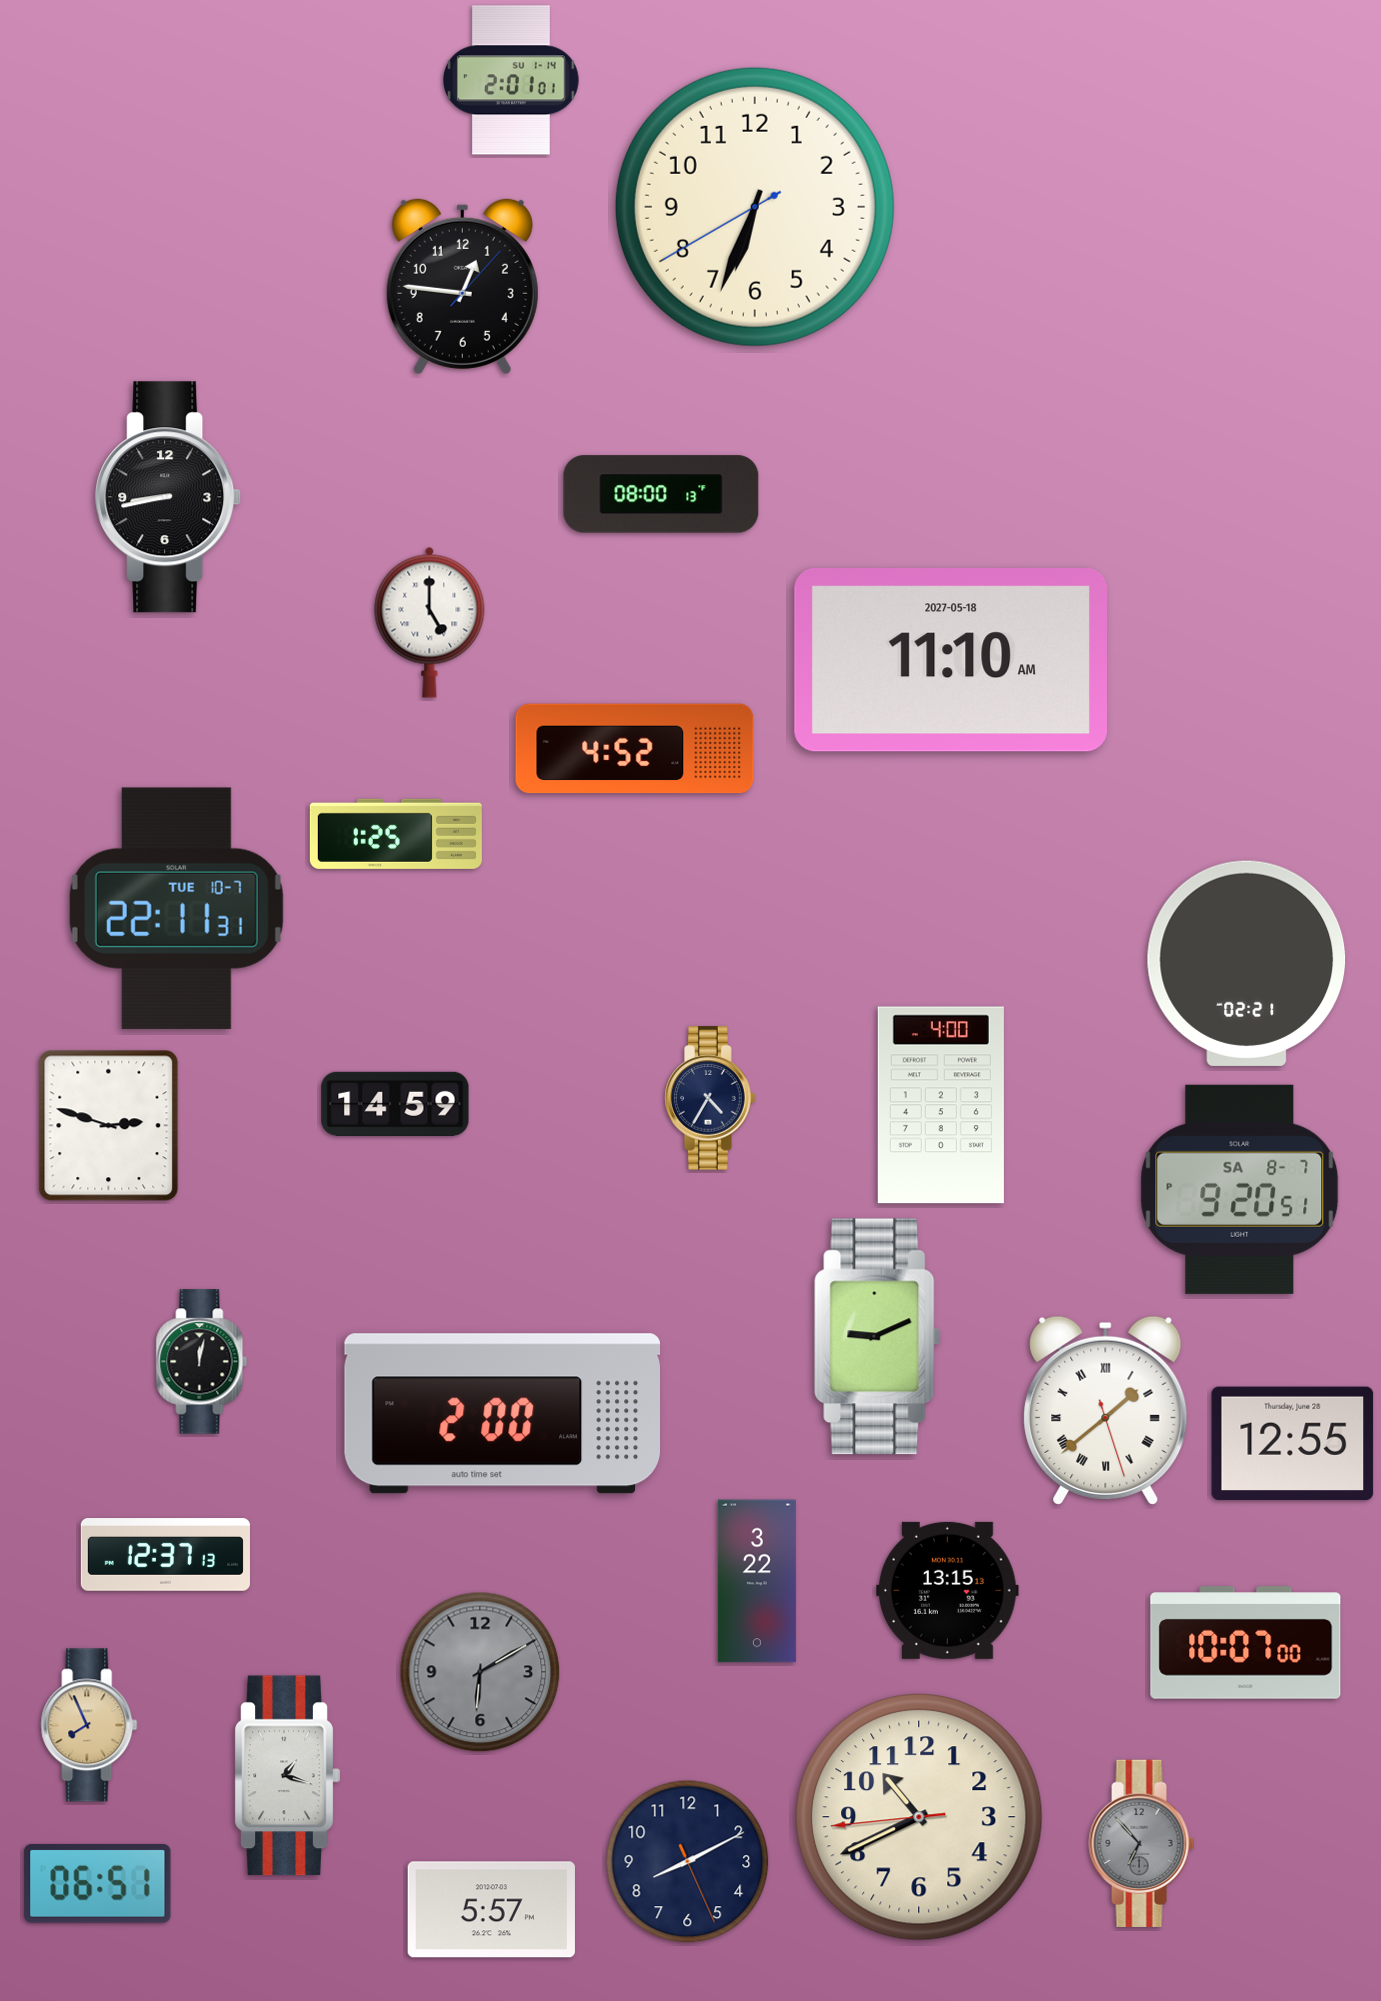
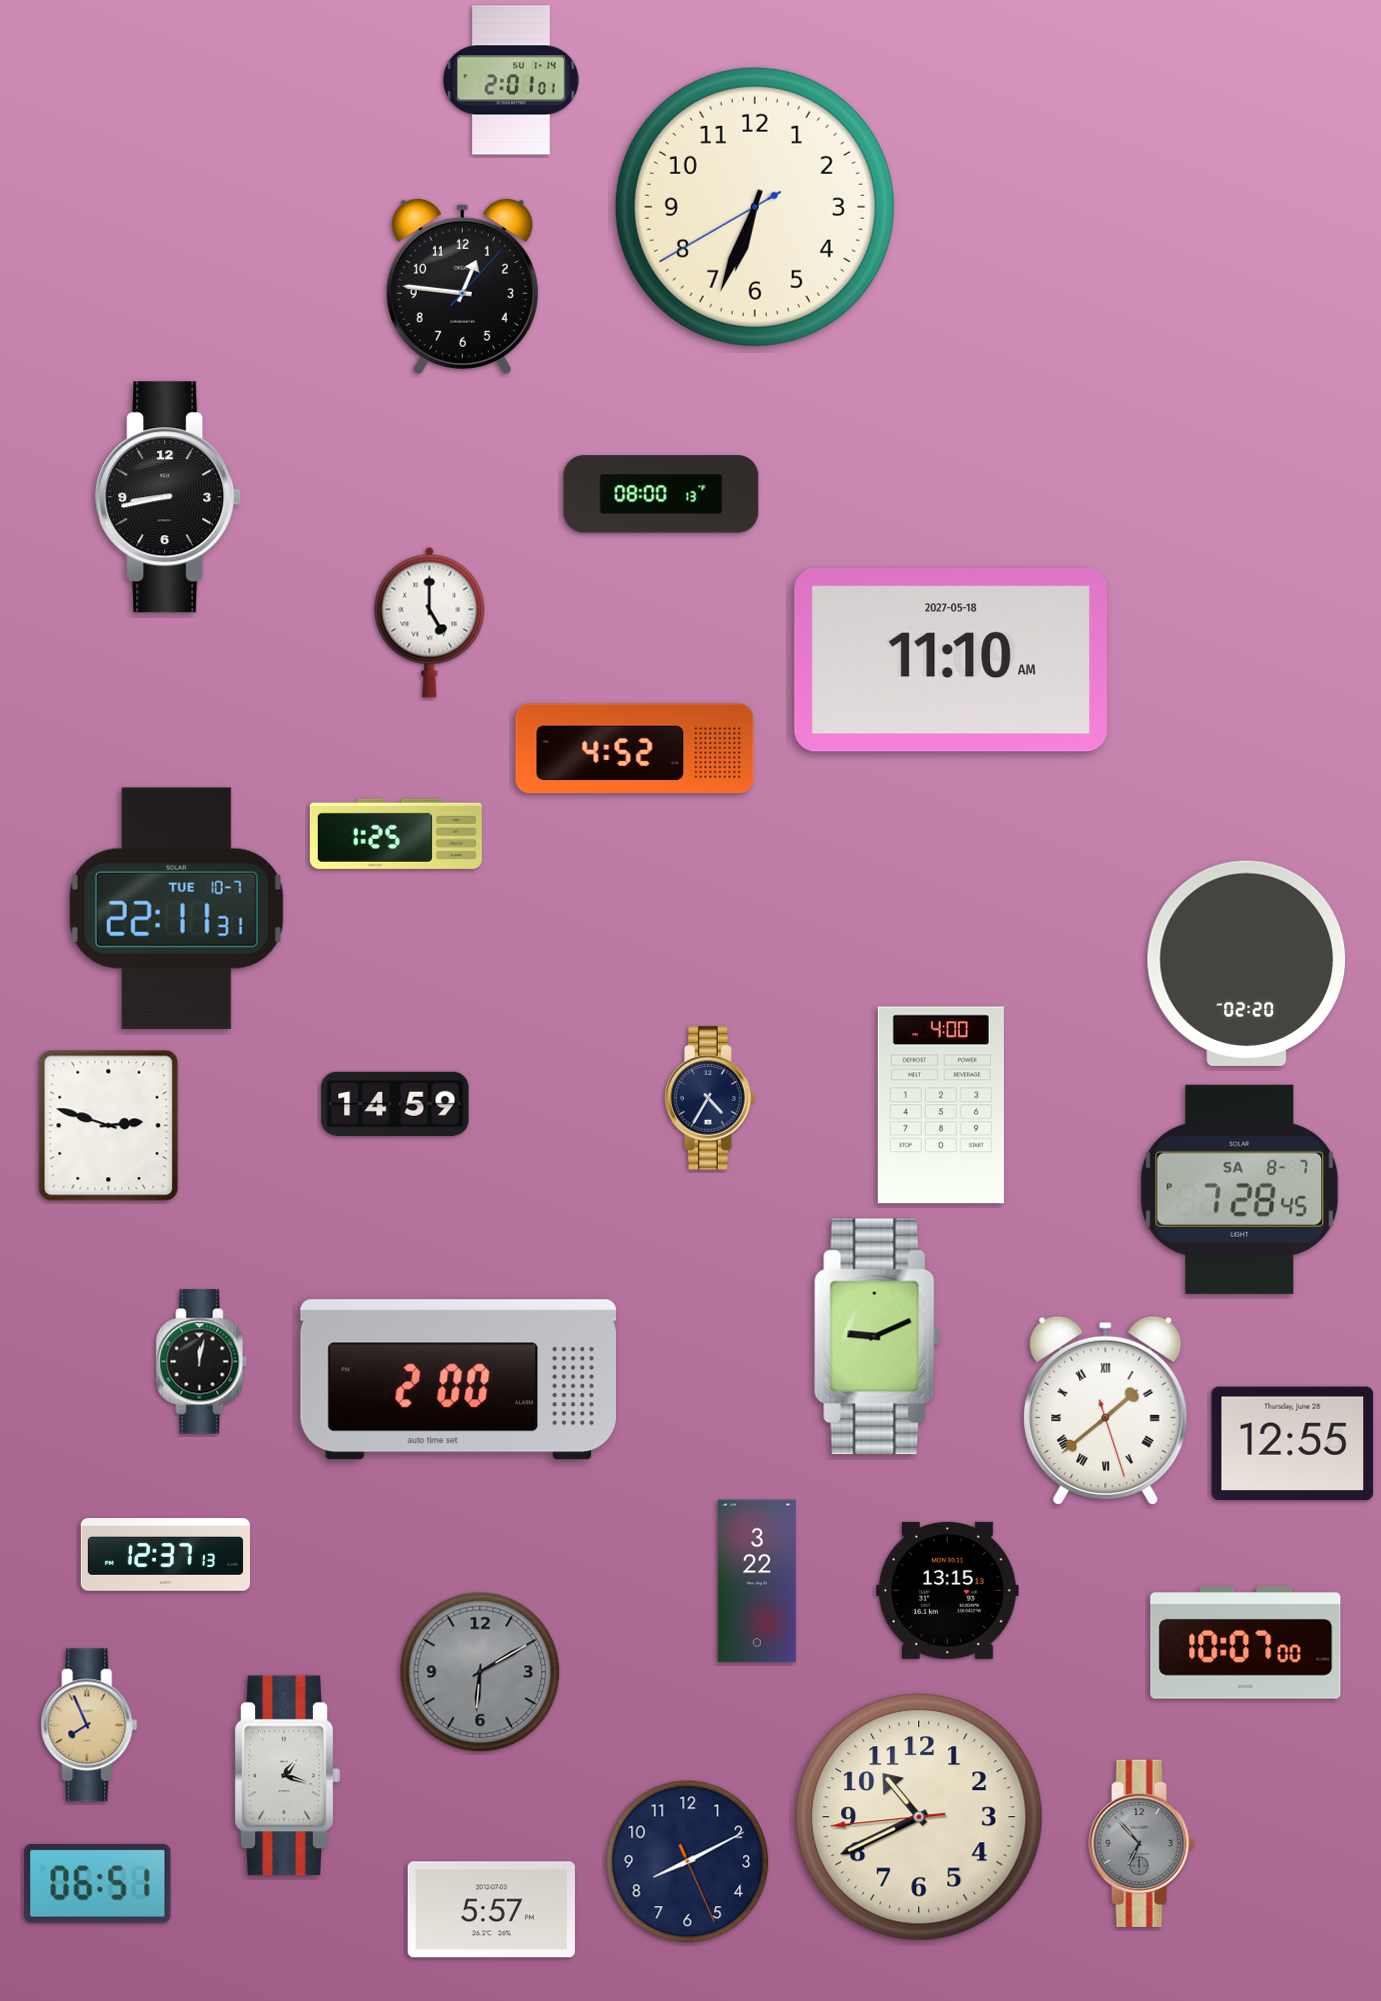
clock at (1247, 963): 02:21 -> 02:20
clock at (1240, 1189): 9:20 -> 7:28
clock at (502, 1414) position: (502, 1414) -> (458, 1380)
